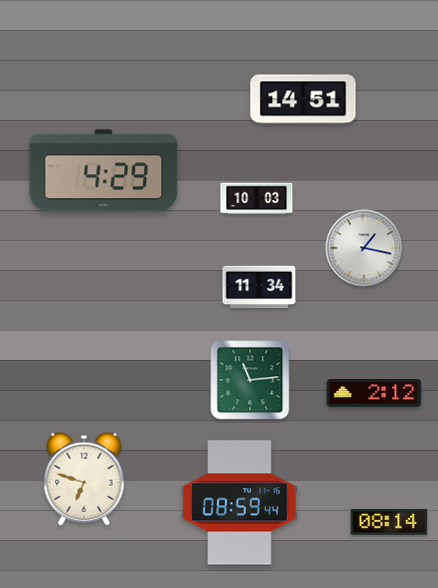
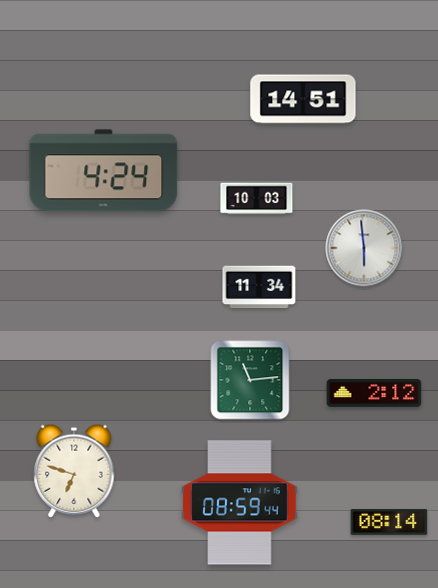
clock at (104, 171): 4:29 -> 4:24
clock at (364, 248): 1:17 -> 5:59
clock at (84, 479) position: (84, 479) -> (74, 471)
